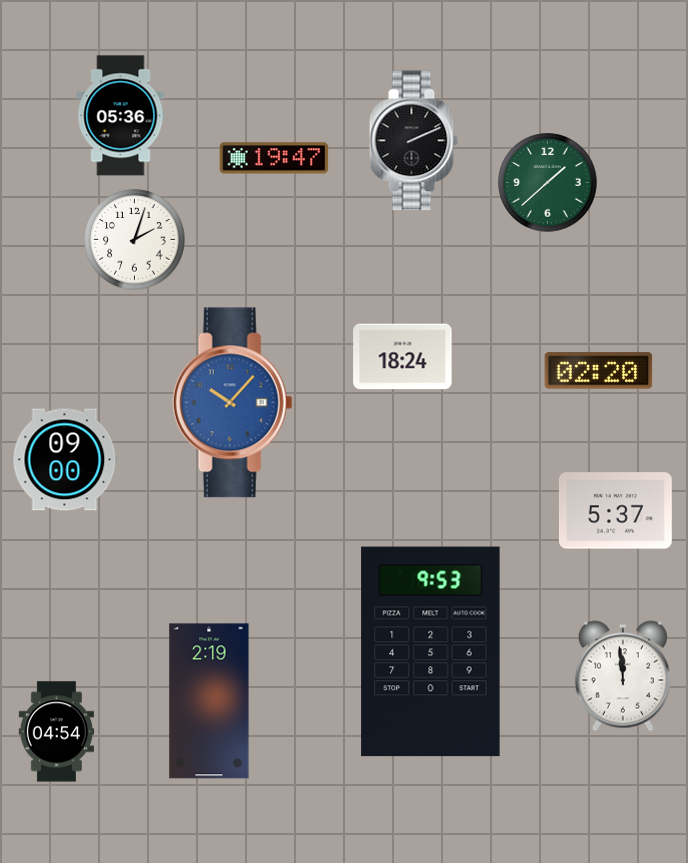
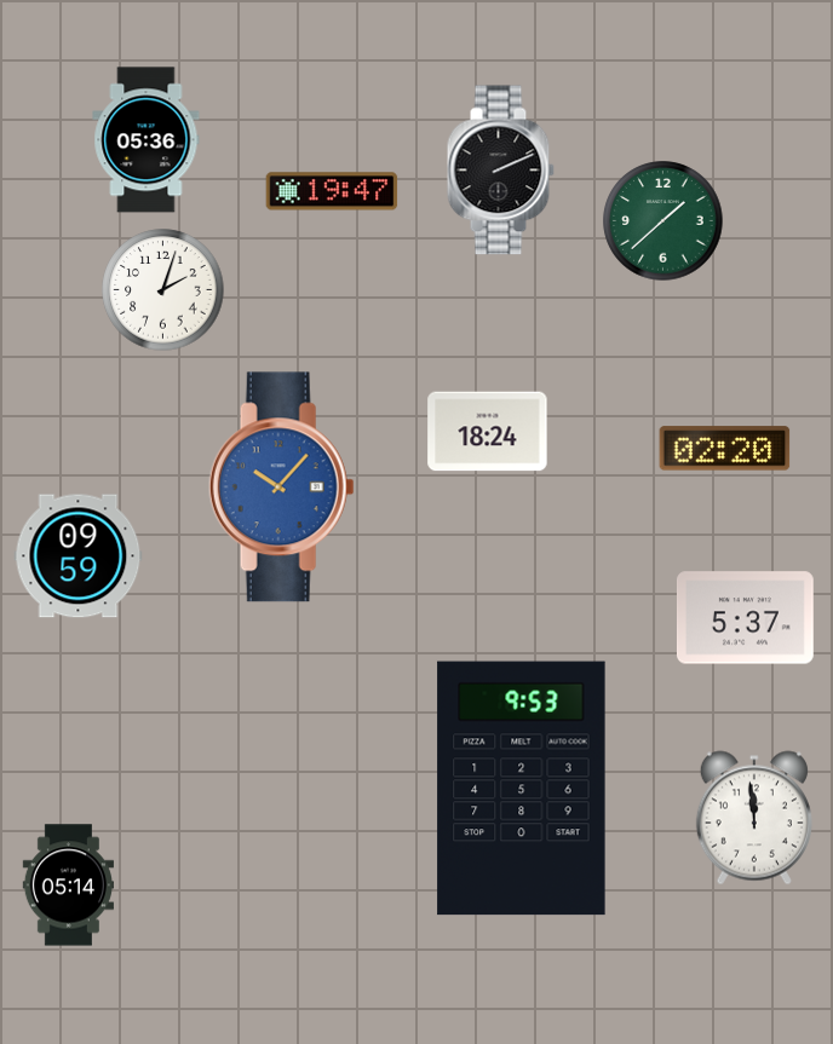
clock at (65, 460): 09:00 -> 09:59
clock at (209, 701): 2:19 -> none
clock at (56, 732): 04:54 -> 05:14
